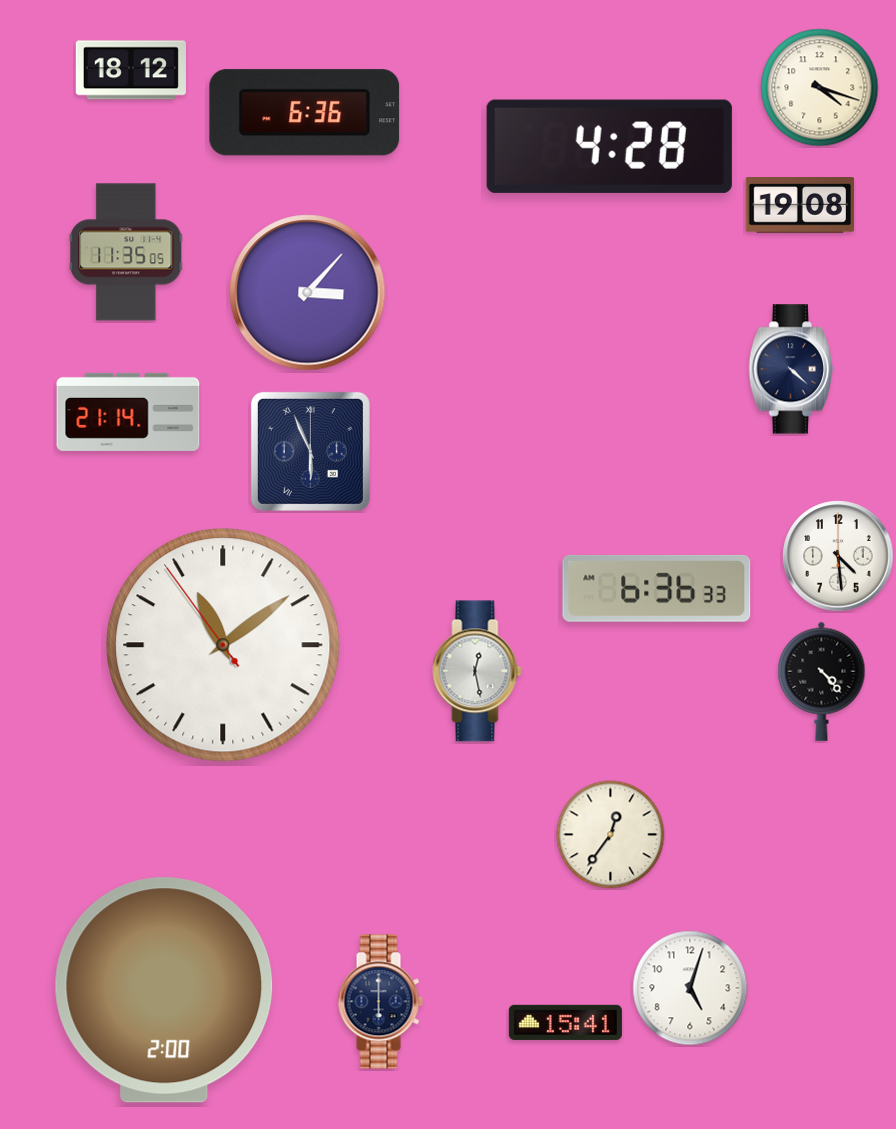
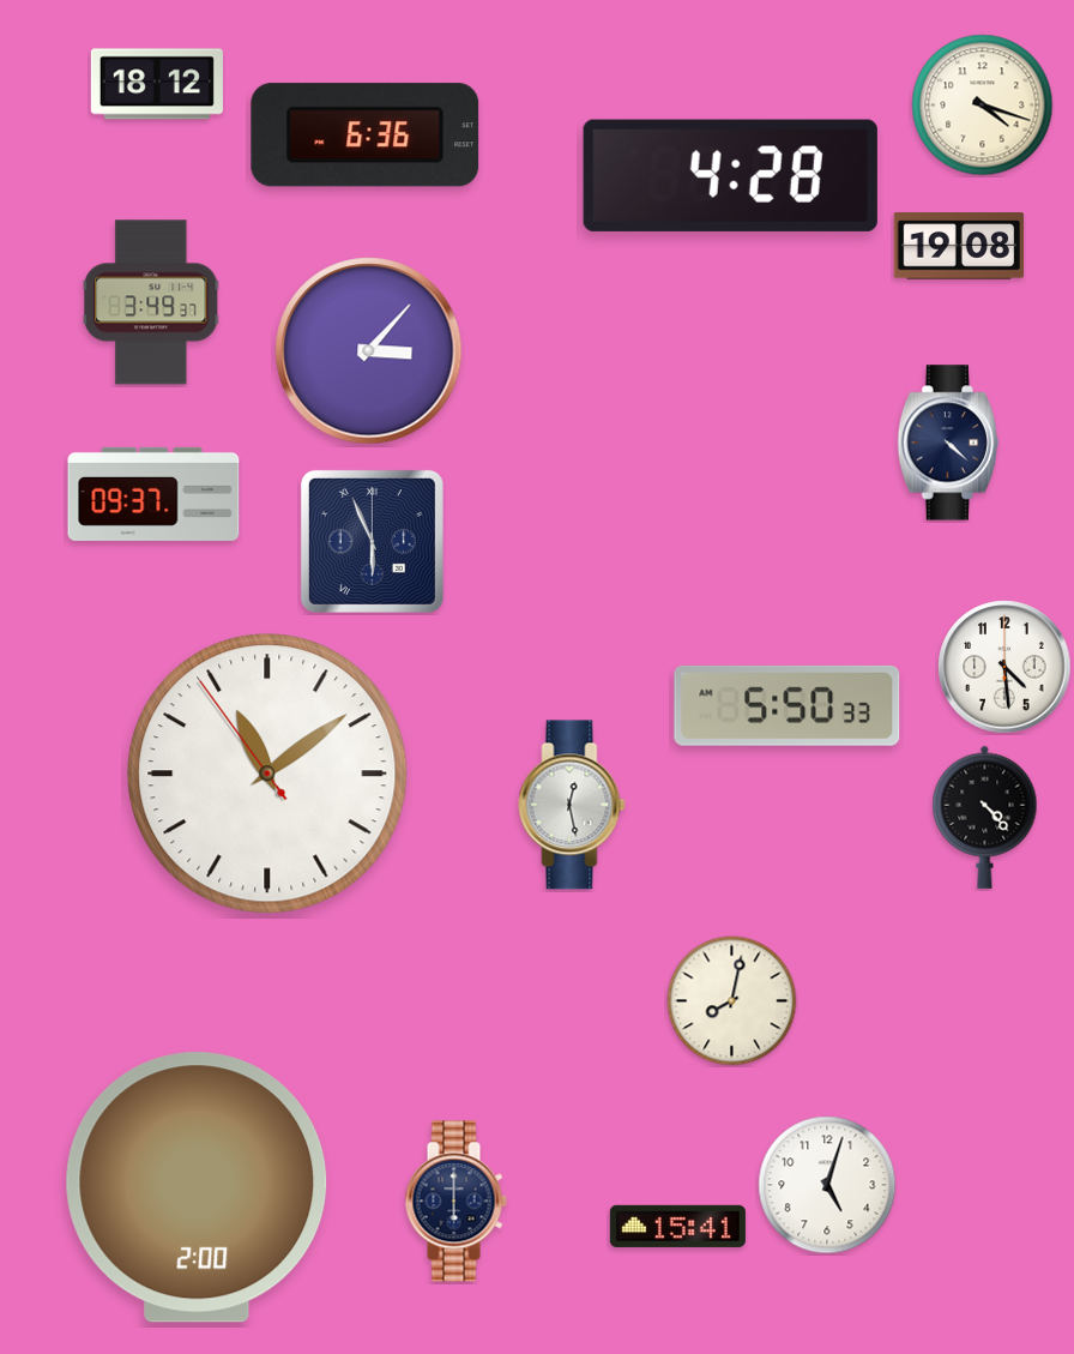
clock at (126, 252): 11:35 -> 3:49
clock at (128, 412): 21:14 -> 09:37
clock at (657, 588): 6:36 -> 5:50
clock at (611, 835): 12:36 -> 8:02
